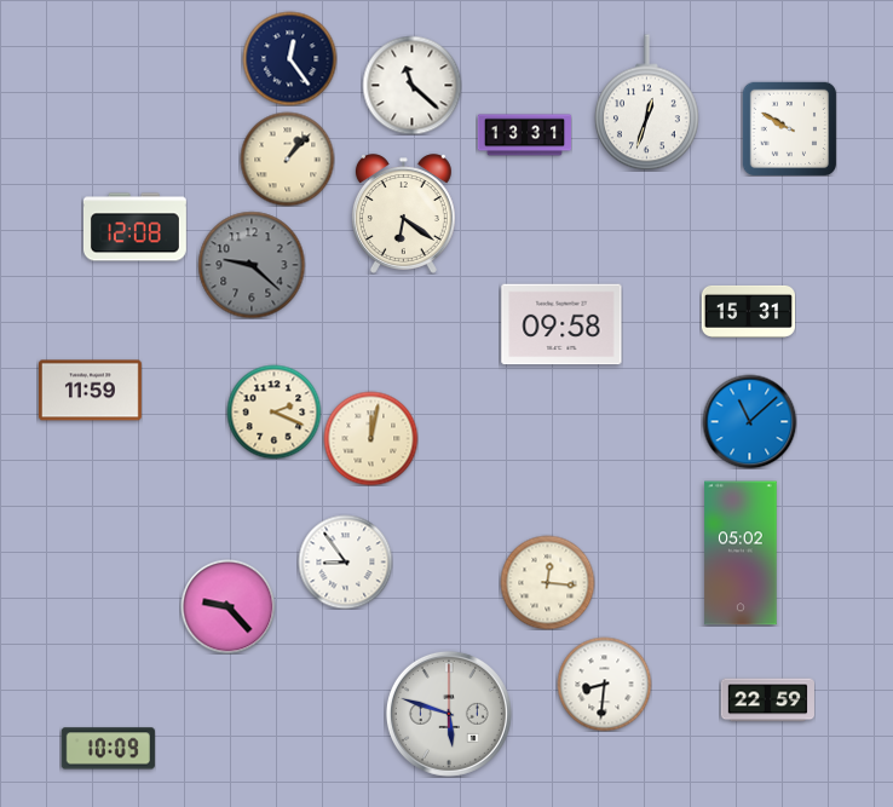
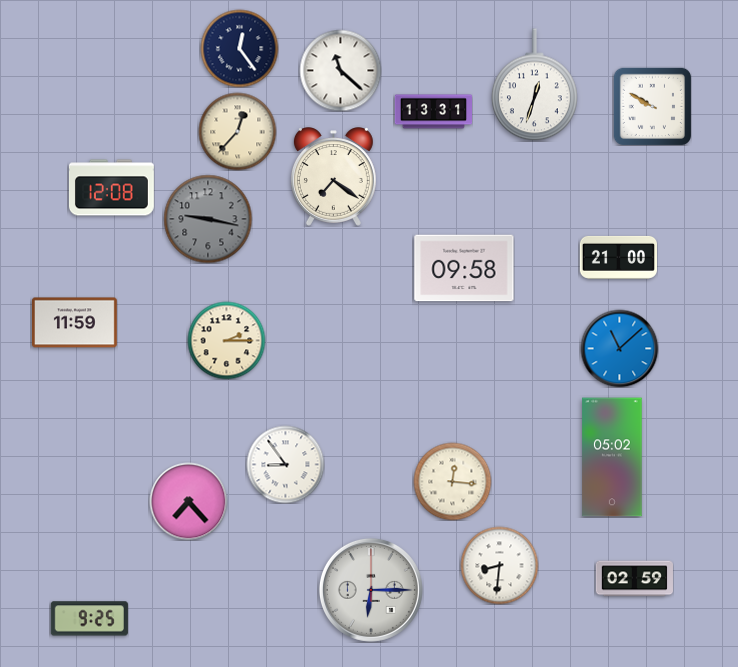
clock at (287, 158): 1:07 -> 12:37
clock at (403, 214): 6:21 -> 7:21
clock at (252, 265): 9:22 -> 9:17
clock at (748, 311): 15:31 -> 21:00
clock at (273, 411): 2:19 -> 2:15
clock at (370, 438): 12:02 -> none
clock at (227, 606): 9:23 -> 7:23
clock at (767, 701): 22:59 -> 02:59
clock at (449, 714): 5:48 -> 6:15
clock at (108, 749): 10:09 -> 9:25
